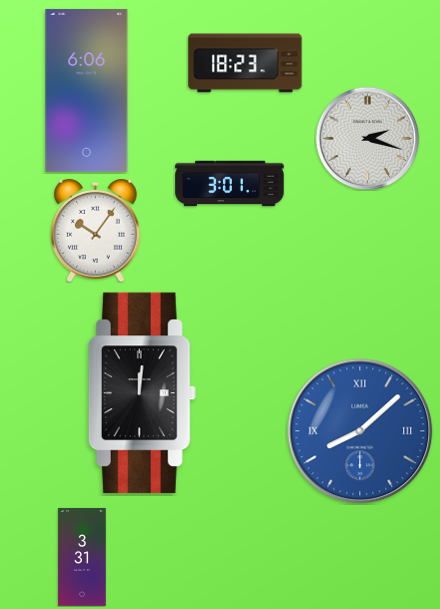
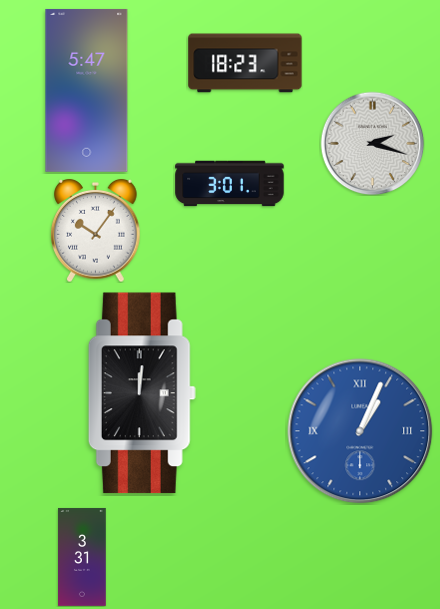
clock at (87, 90): 6:06 -> 5:47
clock at (367, 138) position: (367, 138) -> (372, 143)
clock at (360, 431): 8:08 -> 1:04
